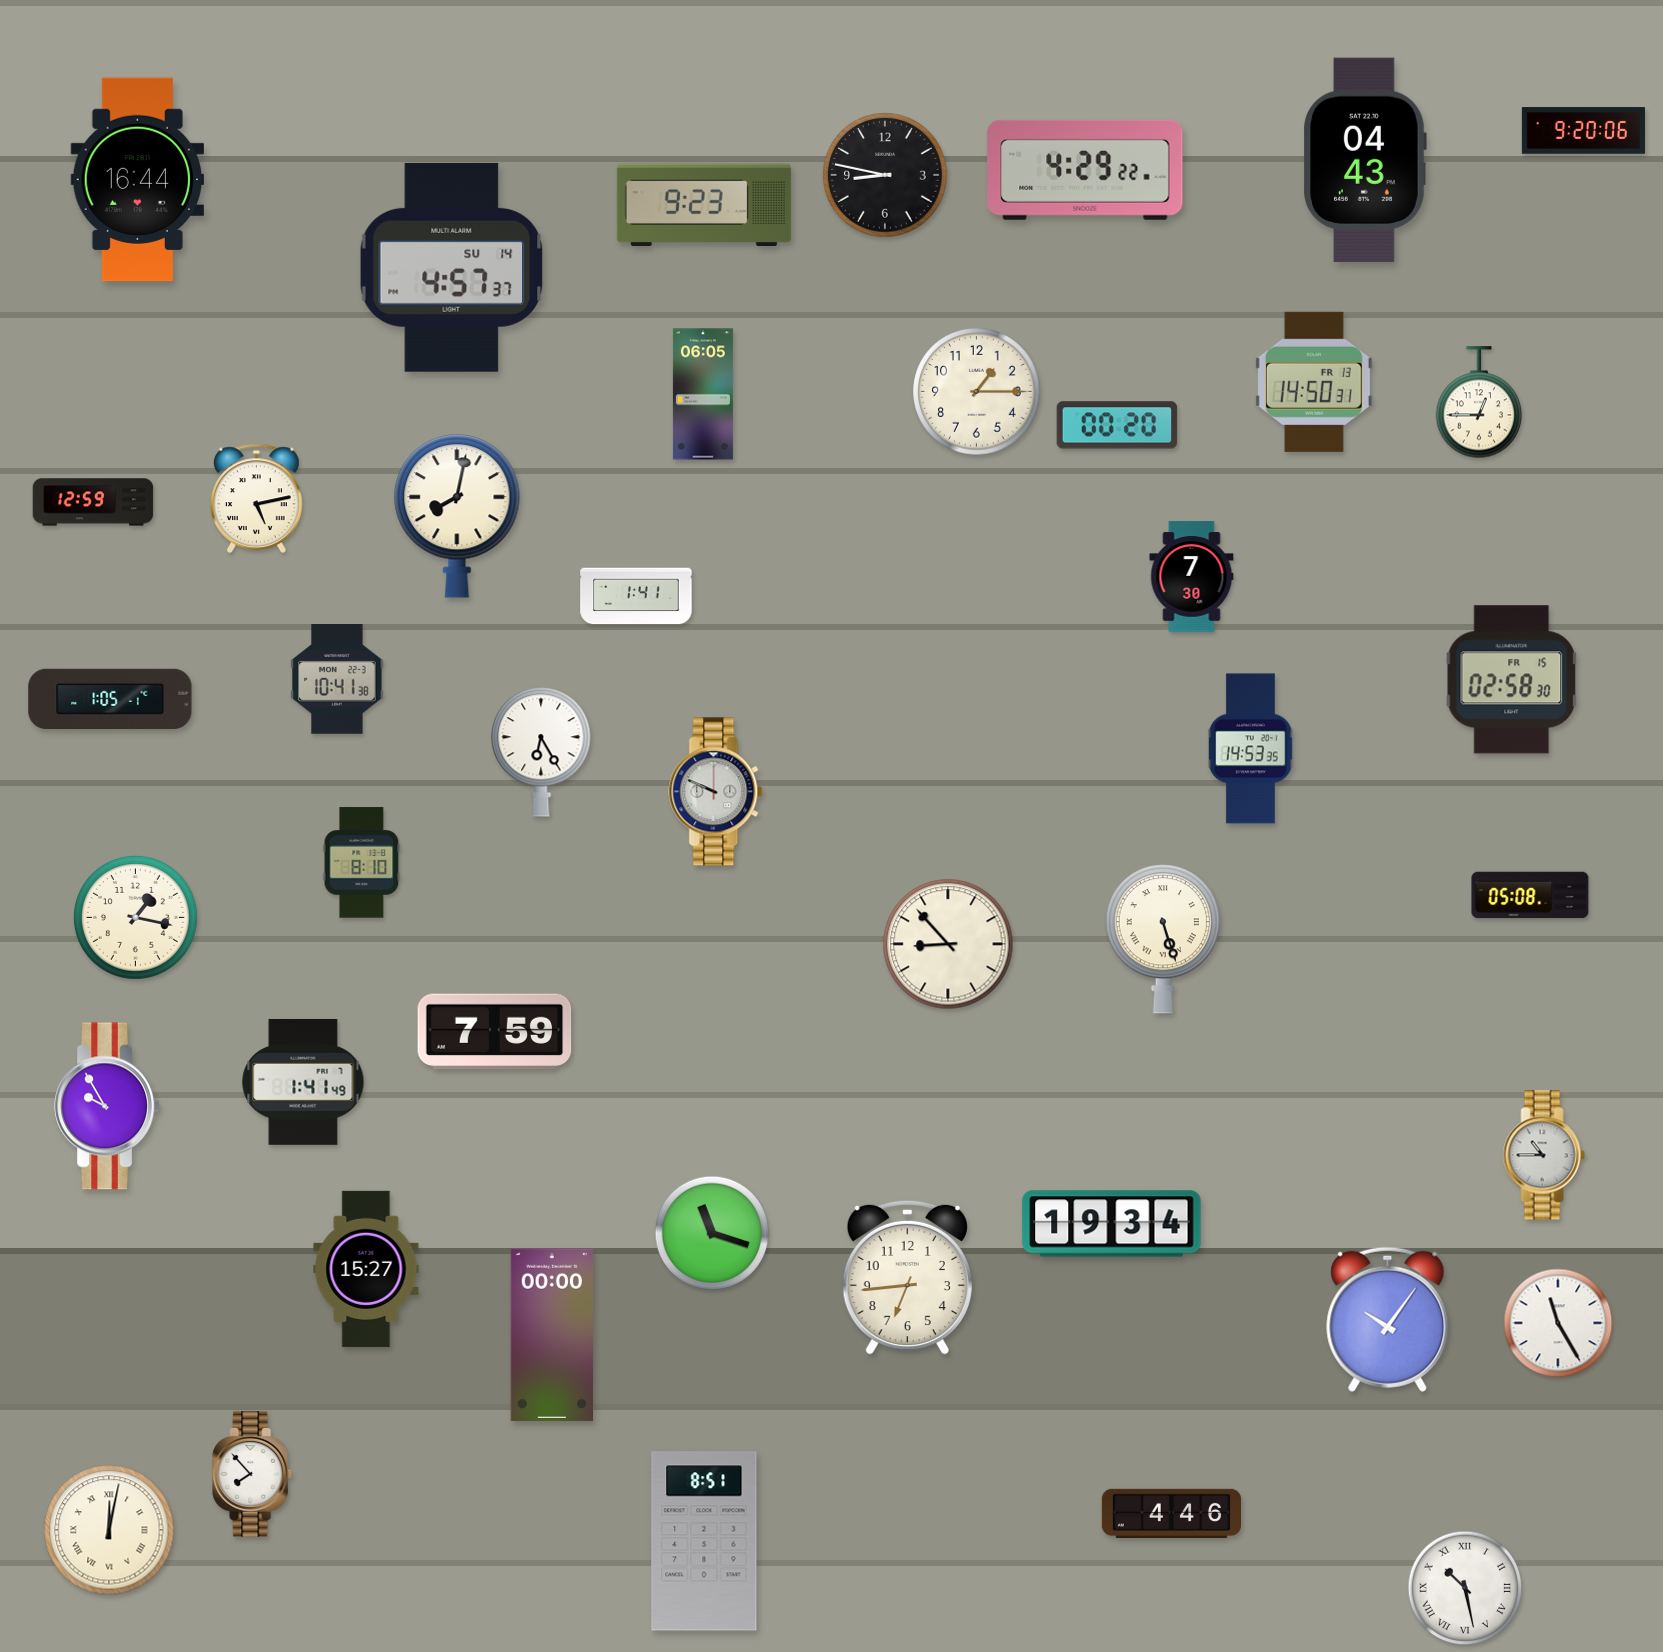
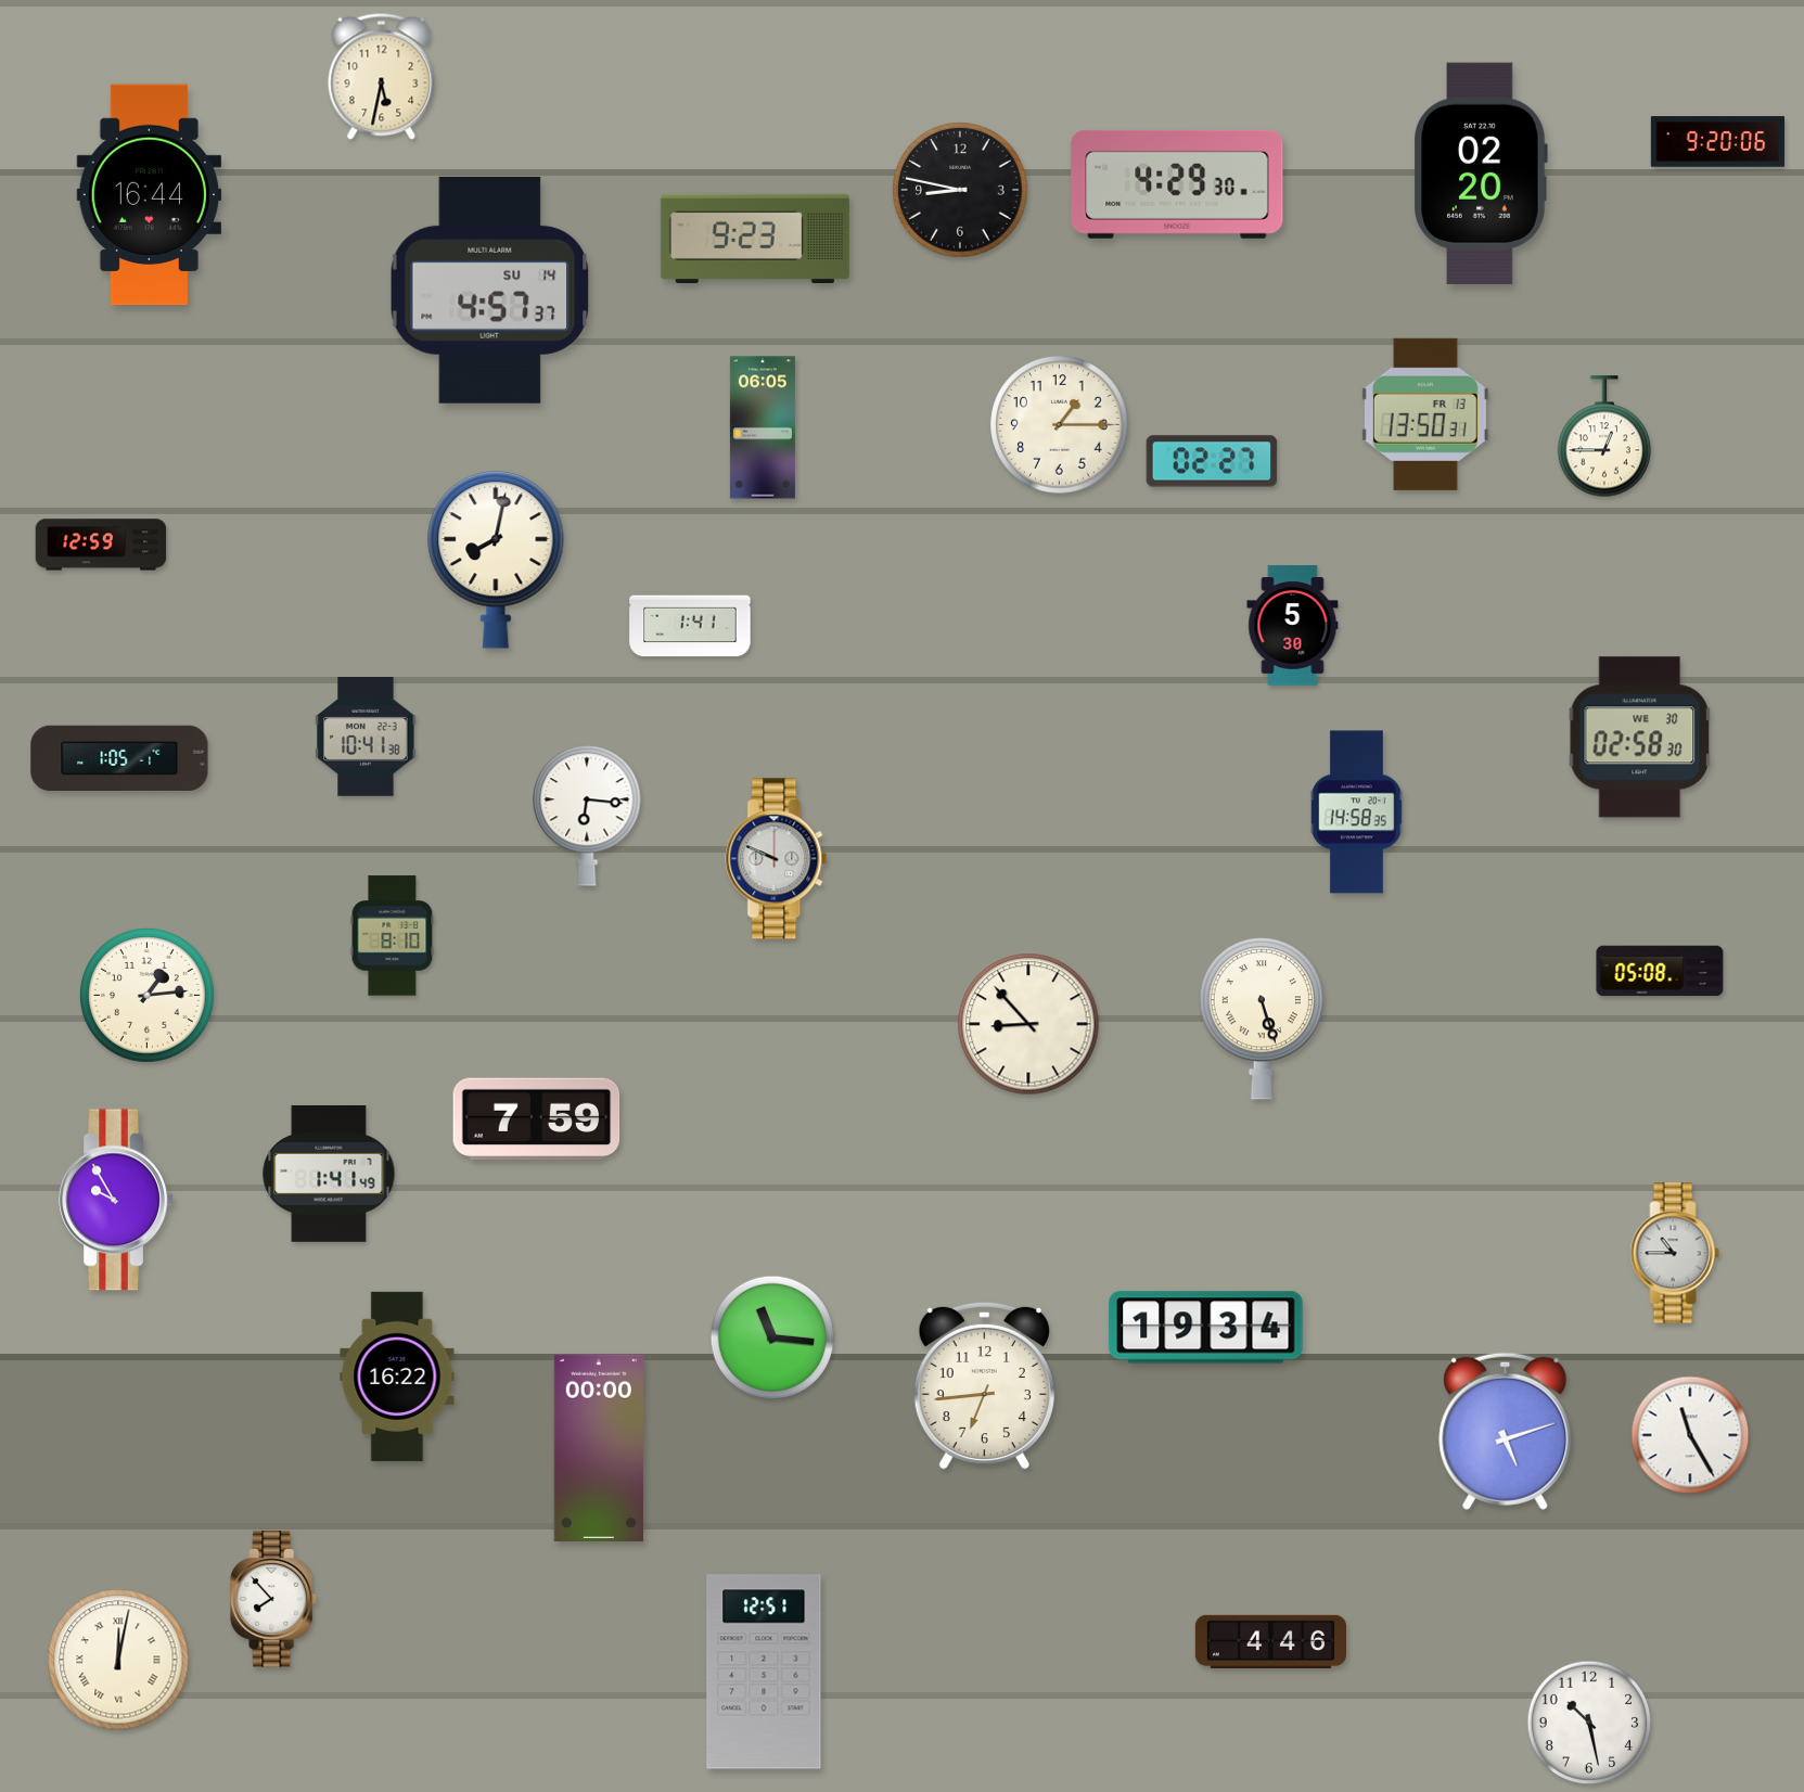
clock at (382, 76): none -> 5:32
clock at (1365, 160): 04:43 -> 02:20
clock at (1085, 170): 4:29:22 -> 4:29:30
clock at (704, 204) position: (704, 204) -> (755, 238)
clock at (1314, 382): 14:50 -> 13:50
clock at (1117, 425): 00:20 -> 02:27
clock at (257, 498): 5:13 -> none
clock at (1192, 577): 7:30 -> 5:30
clock at (636, 596) position: (636, 596) -> (690, 626)
clock at (1512, 680) date: FR 15 -> WE 30
clock at (1251, 749): 14:53 -> 14:58
clock at (541, 752): 6:25 -> 6:16
clock at (135, 917): 1:17 -> 1:14
clock at (712, 1233): 11:18 -> 11:16
clock at (366, 1269): 15:27 -> 16:22
clock at (1388, 1319): 10:06 -> 5:12
clock at (704, 1541): 8:51 -> 12:51
clock at (1465, 1588) numerals: Roman -> Arabic
